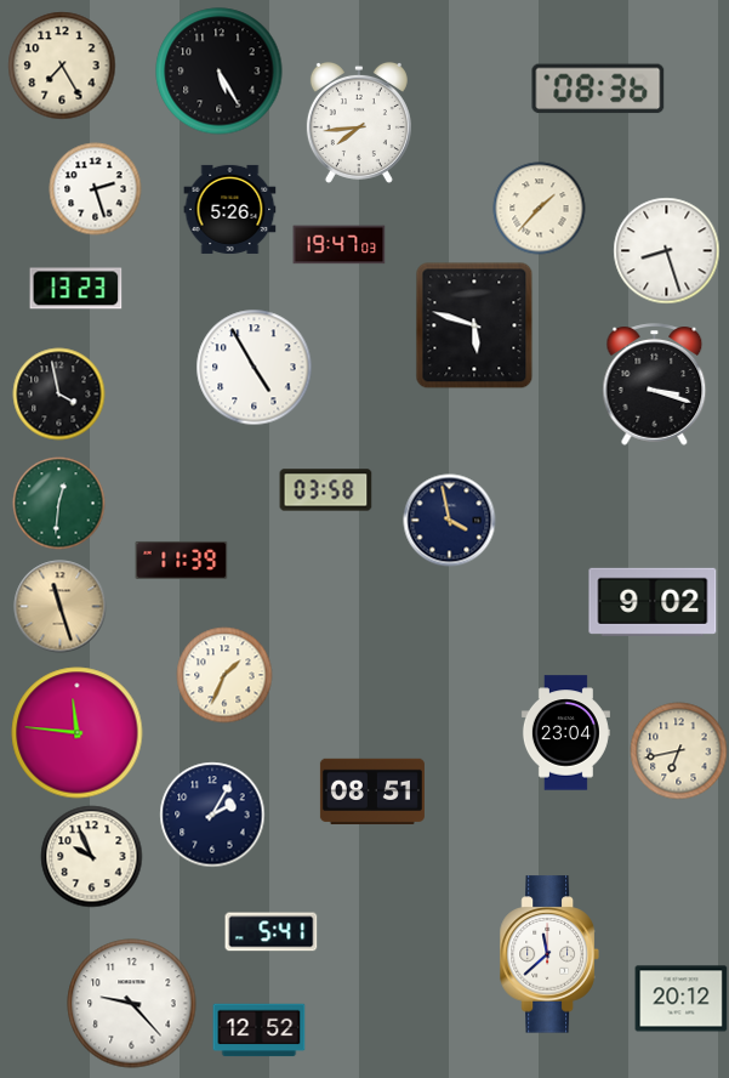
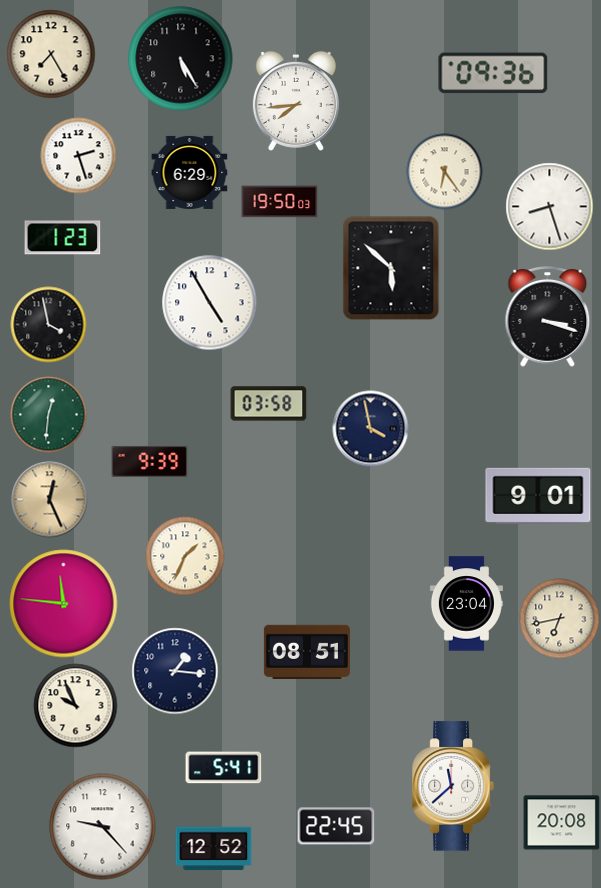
clock at (598, 89): 08:36 -> 09:36
clock at (230, 209): 5:26 -> 6:29
clock at (540, 209): 1:37 -> 6:24
clock at (340, 245): 19:47 -> 19:50
clock at (76, 289): 13:23 -> 1:23
clock at (474, 325): 5:48 -> 5:52
clock at (655, 385) position: (655, 385) -> (548, 317)
clock at (182, 560): 11:39 -> 9:39
clock at (653, 602): 9:02 -> 9:01
clock at (61, 607): 11:27 -> 12:26
clock at (212, 815): 2:05 -> 1:16
clock at (682, 999): 20:12 -> 20:08
clock at (336, 826): none -> 22:45
clock at (132, 1004) position: (132, 1004) -> (103, 827)
